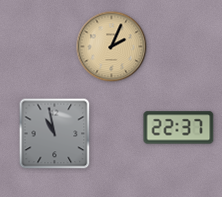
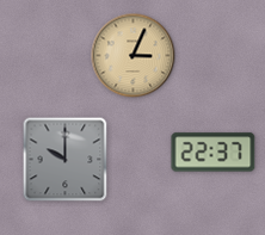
clock at (112, 47): 2:04 -> 3:04
clock at (55, 134): 10:58 -> 10:00
